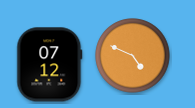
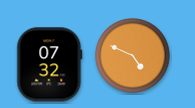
clock at (50, 65): 07:12 -> 07:32
